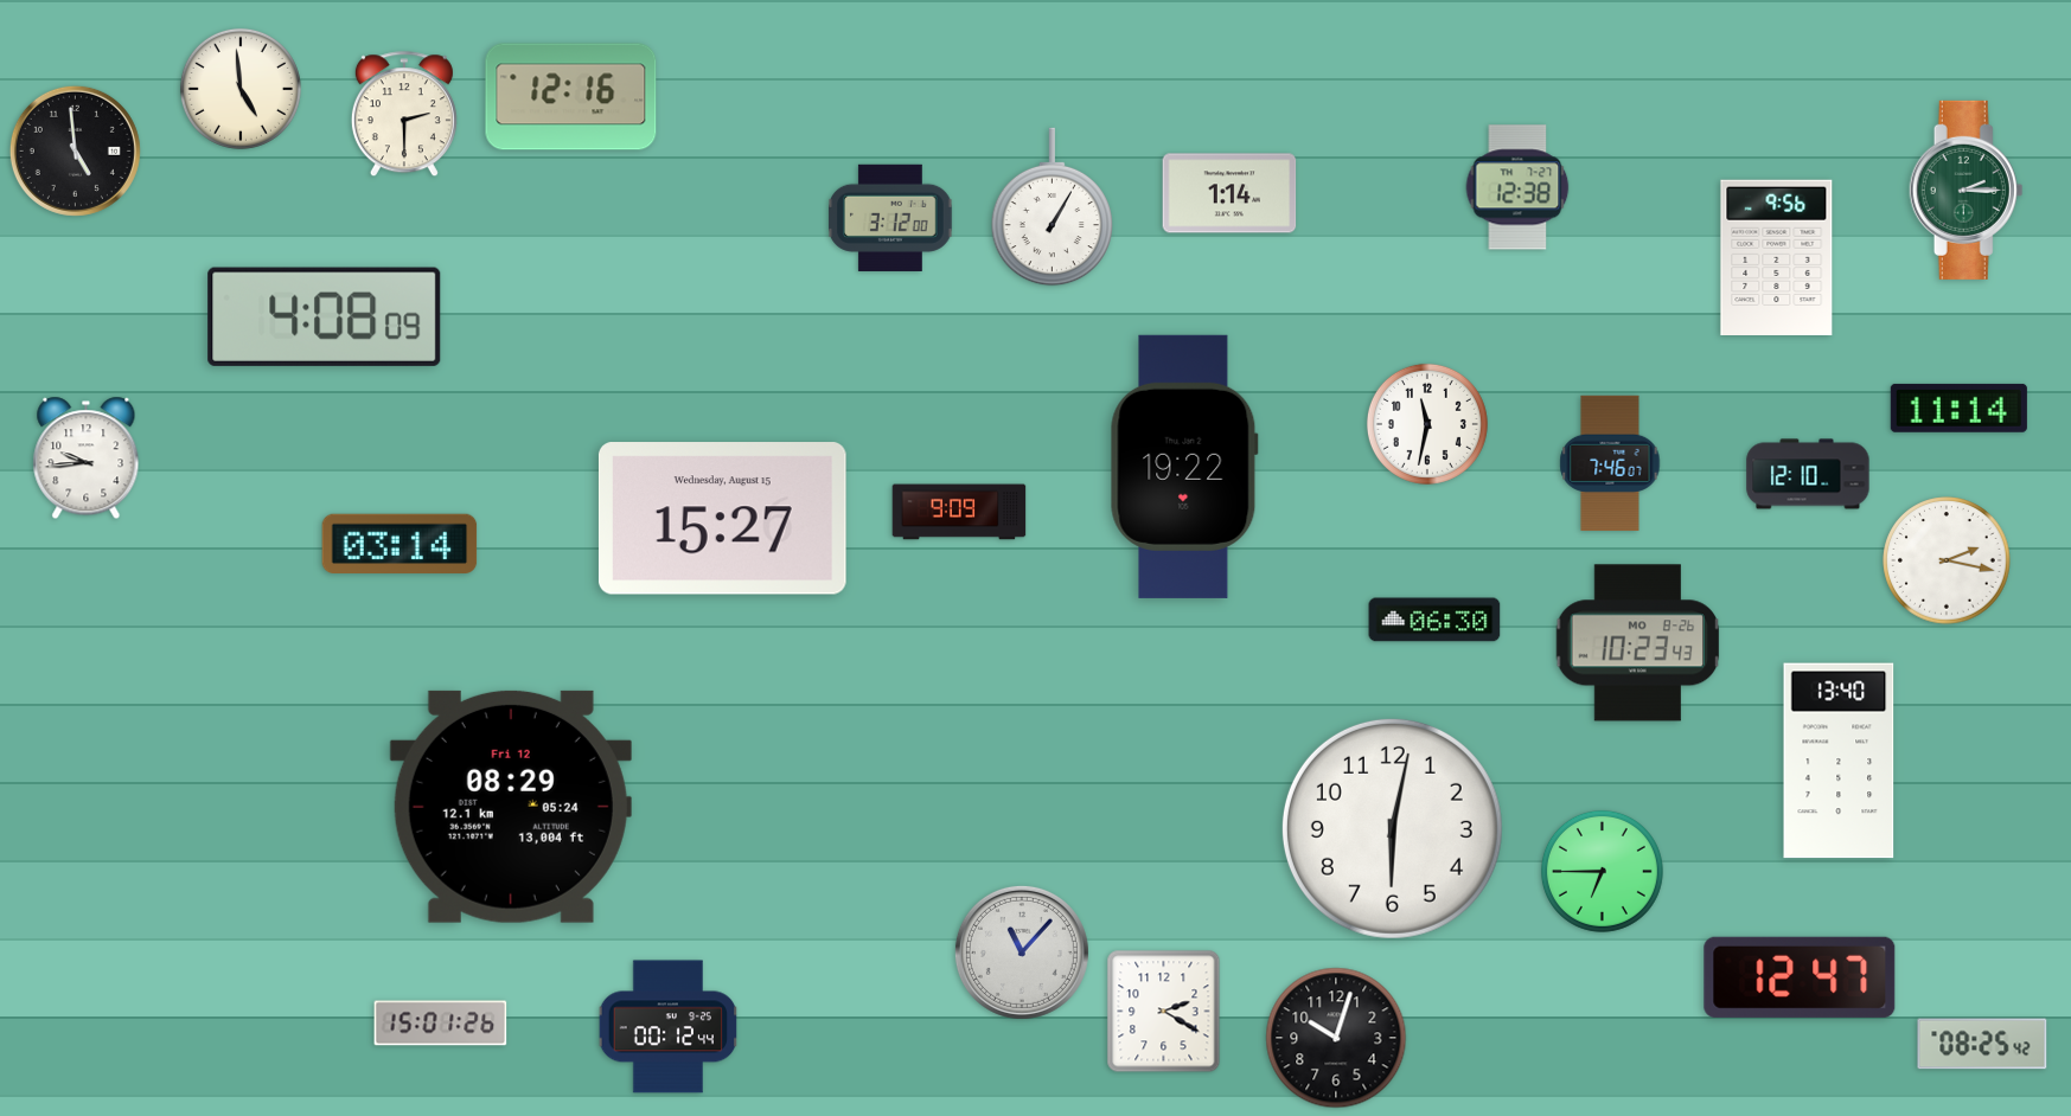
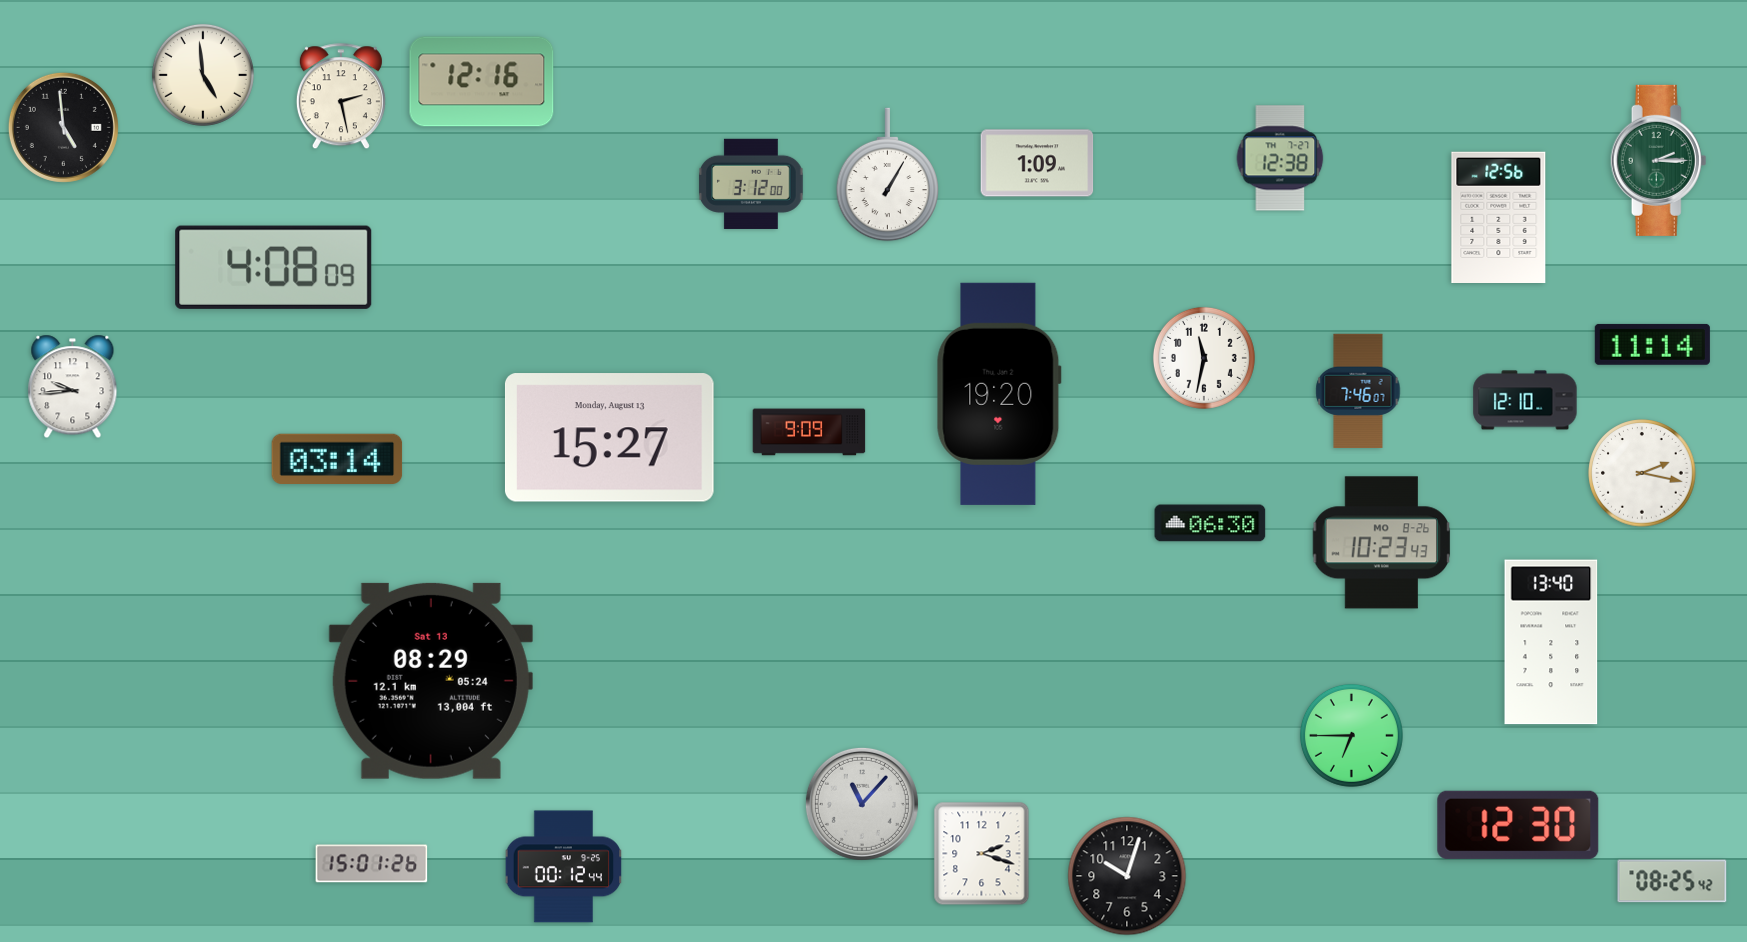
clock at (404, 115): 2:30 -> 2:28
clock at (1229, 193): 1:14 -> 1:09
clock at (1777, 257): 9:56 -> 12:56
clock at (1184, 467): 19:22 -> 19:20
clock at (722, 519) date: Wednesday, August 15 -> Monday, August 13
clock at (511, 807) date: Fri 12 -> Sat 13
clock at (1392, 828): 6:02 -> none
clock at (1800, 977): 12:47 -> 12:30
clock at (1164, 1012): 2:20 -> 2:18
